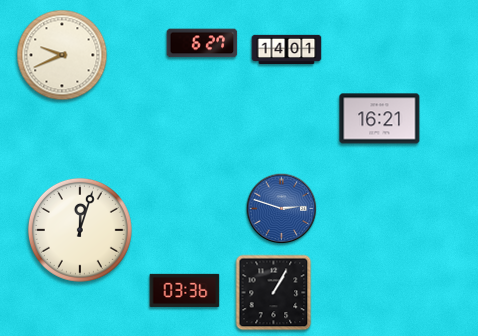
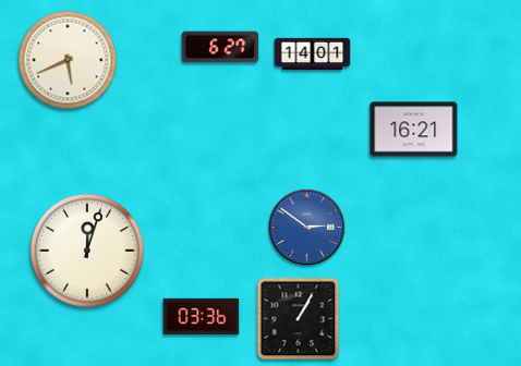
clock at (62, 55): 9:41 -> 5:41
clock at (282, 209): 2:48 -> 2:51
